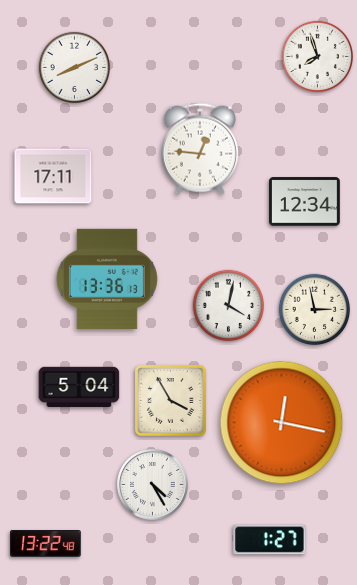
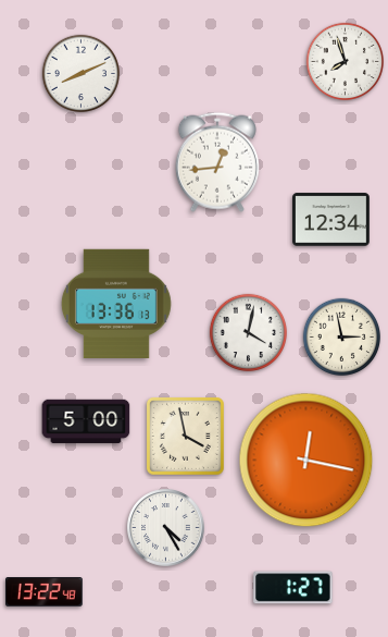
clock at (200, 149): 12:46 -> 12:44
clock at (53, 176): 17:11 -> none
clock at (79, 387): 5:04 -> 5:00
clock at (170, 400): 3:55 -> 3:58
clock at (46, 544) position: (46, 544) -> (45, 592)
